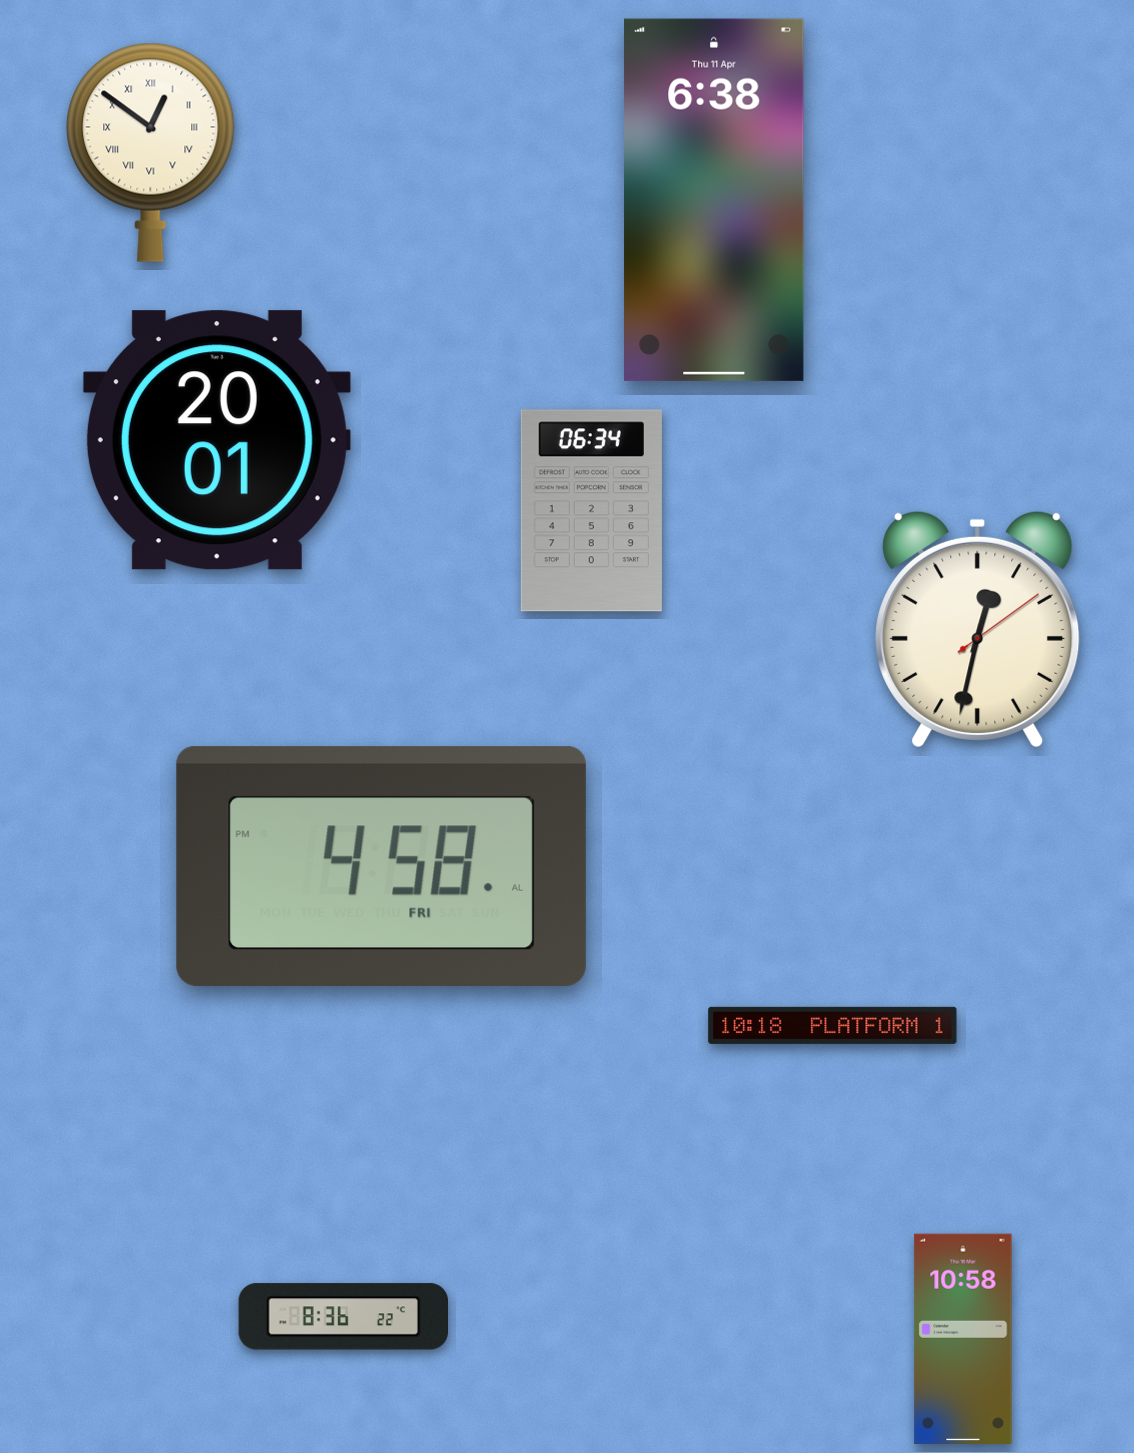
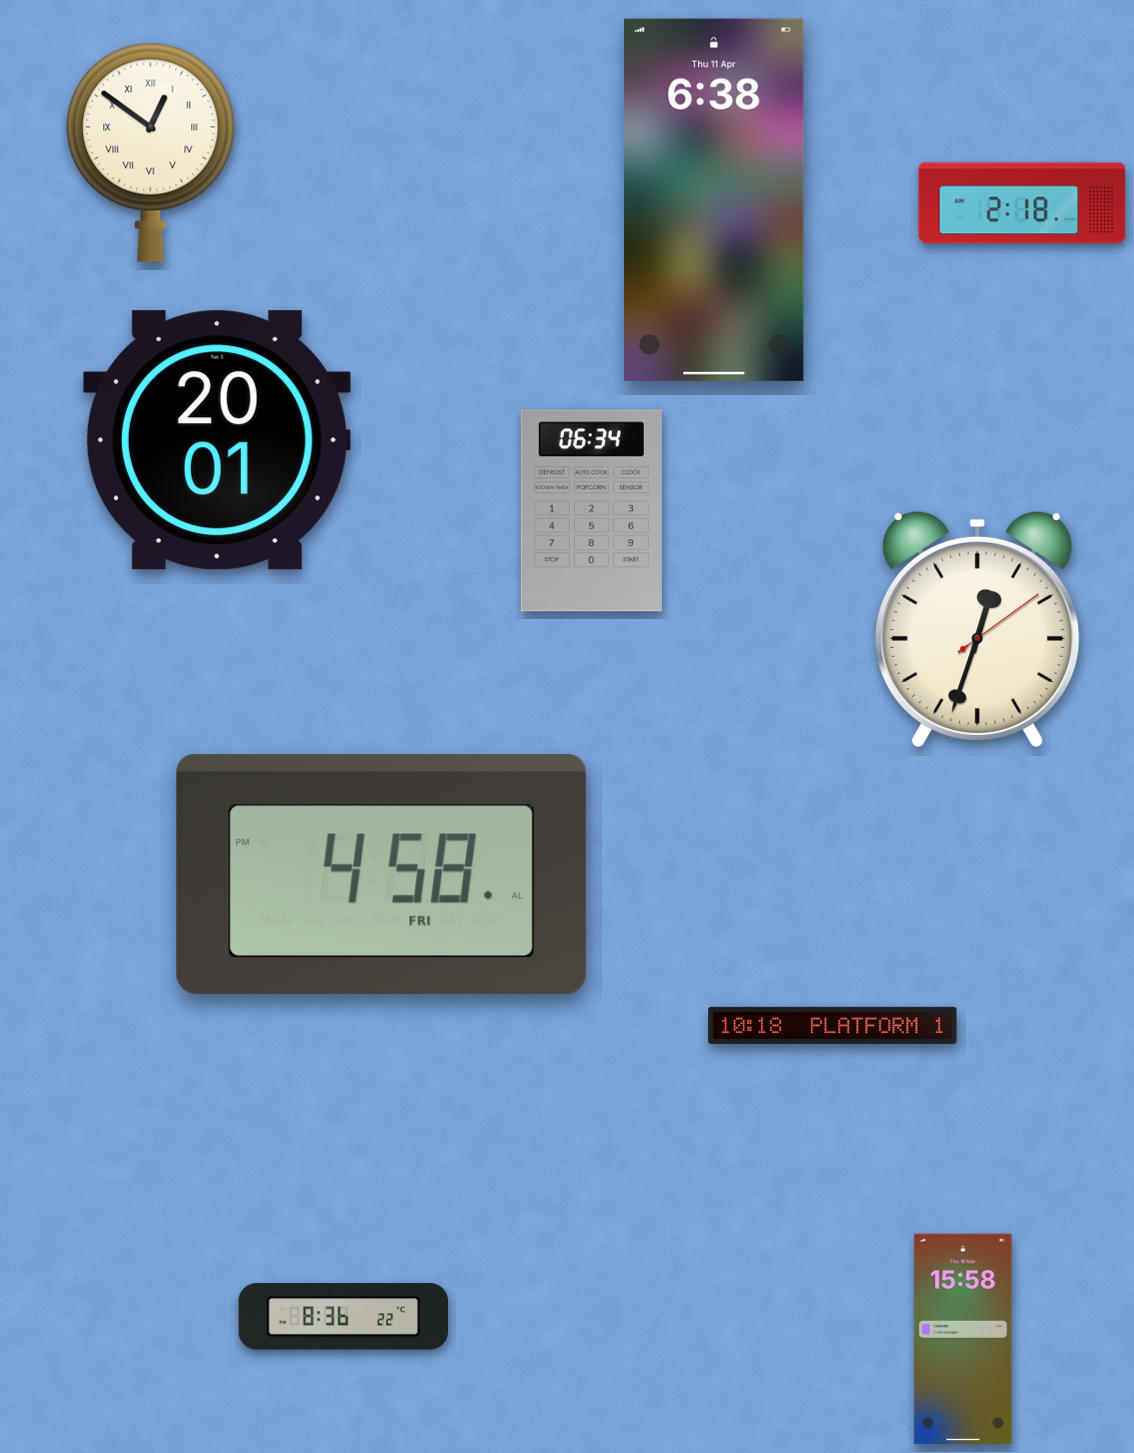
clock at (1022, 203): none -> 2:18
clock at (978, 629): 12:32 -> 12:33
clock at (381, 866) position: (381, 866) -> (381, 874)
clock at (963, 1338): 10:58 -> 15:58
